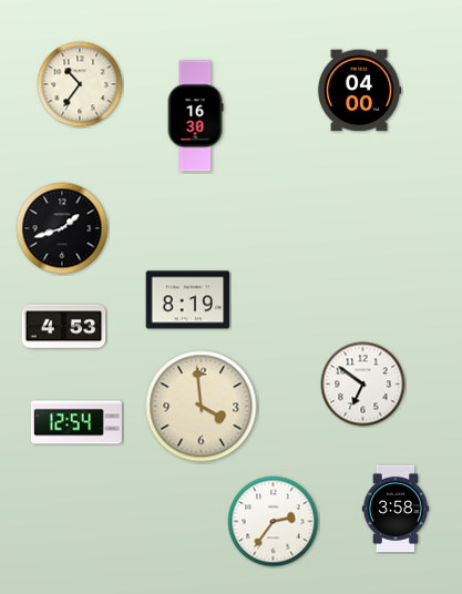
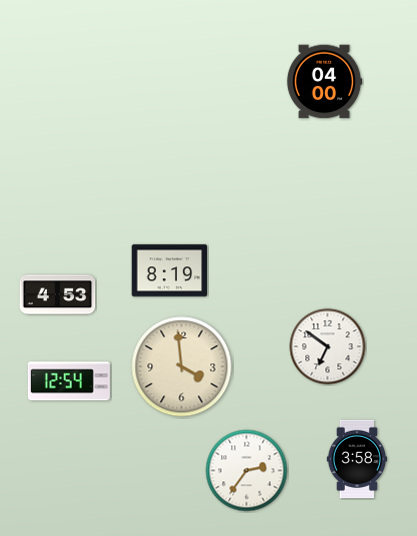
clock at (80, 84): 10:36 -> none
clock at (195, 116): 16:30 -> none
clock at (62, 228): 1:42 -> none
